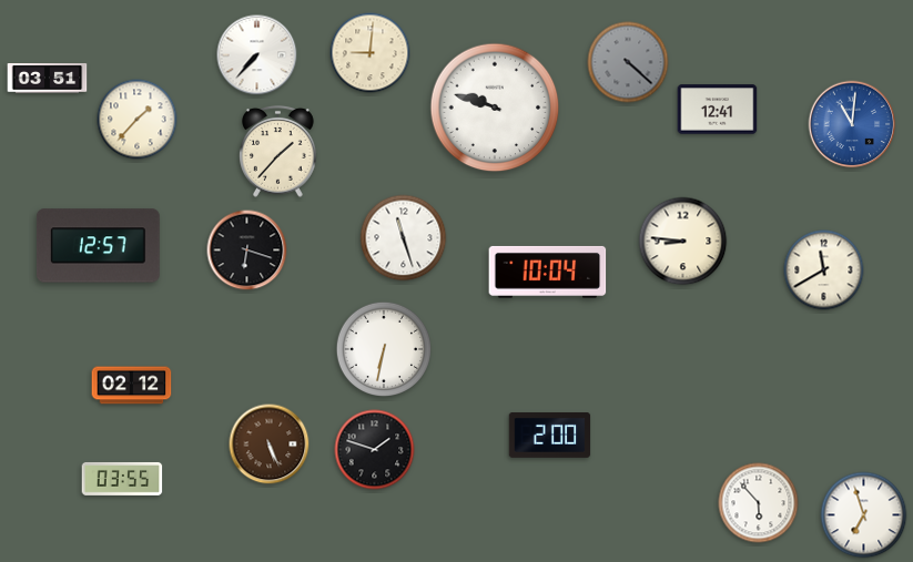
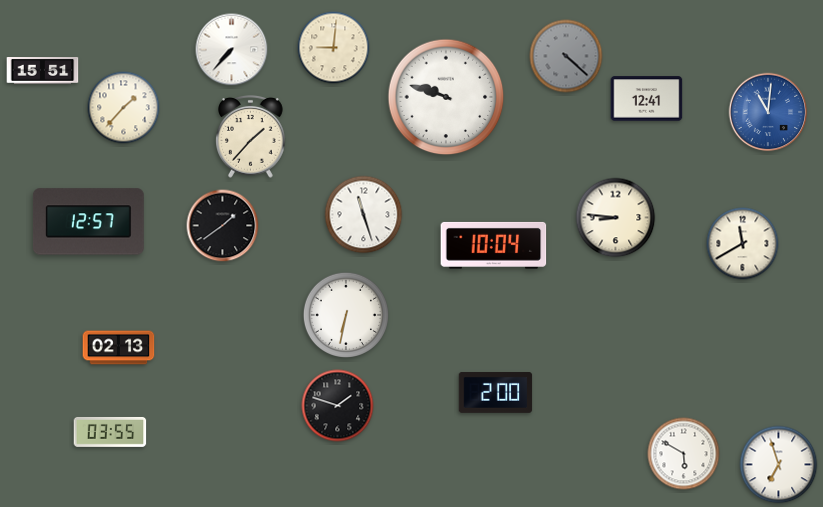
clock at (48, 79): 03:51 -> 15:51
clock at (247, 251): 6:18 -> 1:39
clock at (132, 386): 02:12 -> 02:13
clock at (270, 445): 5:26 -> none
clock at (759, 503): 5:53 -> 5:50
